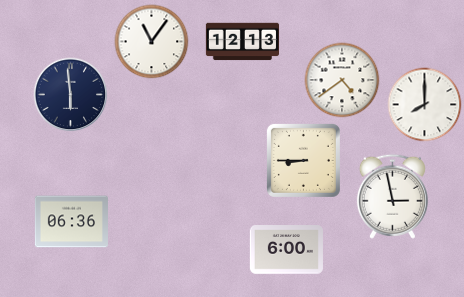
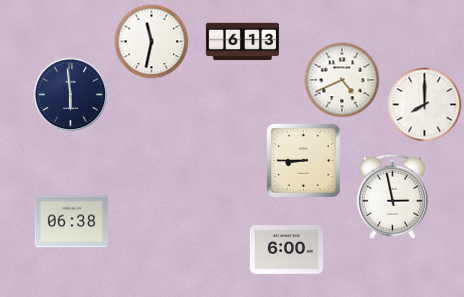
clock at (152, 42): 11:06 -> 11:32
clock at (242, 42): 12:13 -> 6:13
clock at (342, 80): 4:39 -> 4:41
clock at (71, 222): 06:36 -> 06:38
